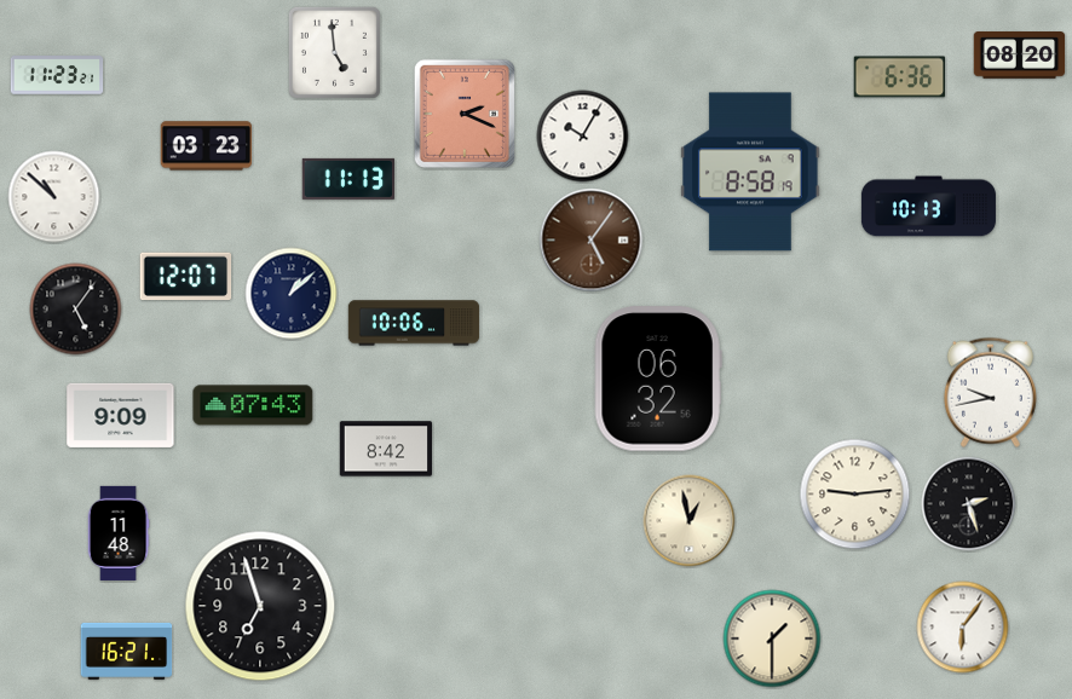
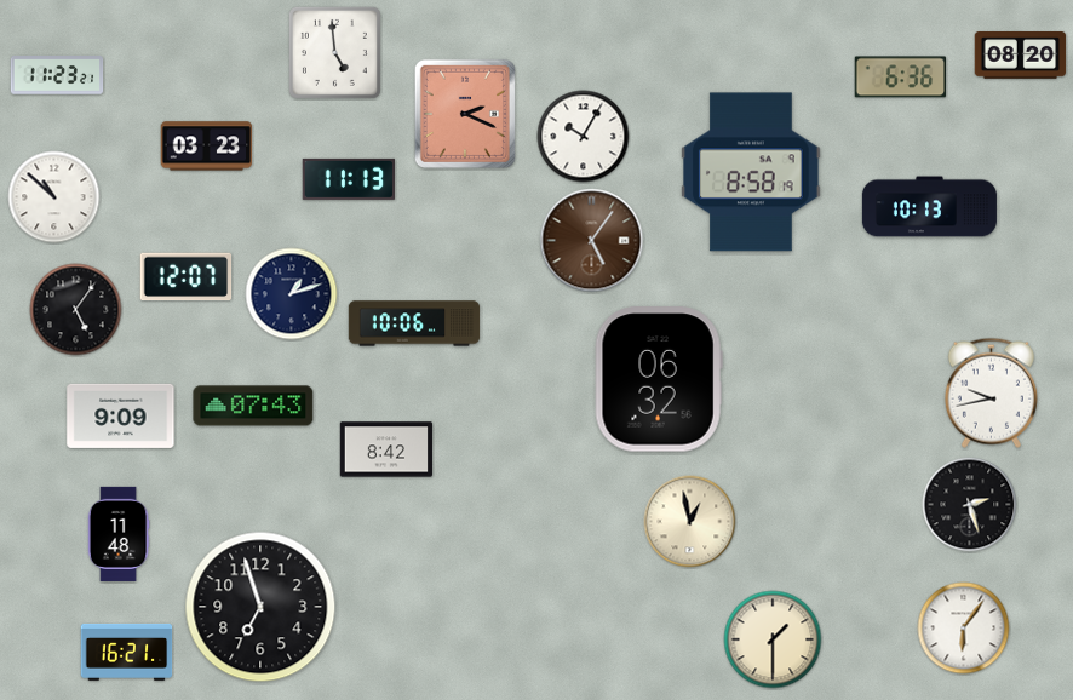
clock at (292, 294): 1:08 -> 1:12
clock at (855, 495): 9:14 -> none
